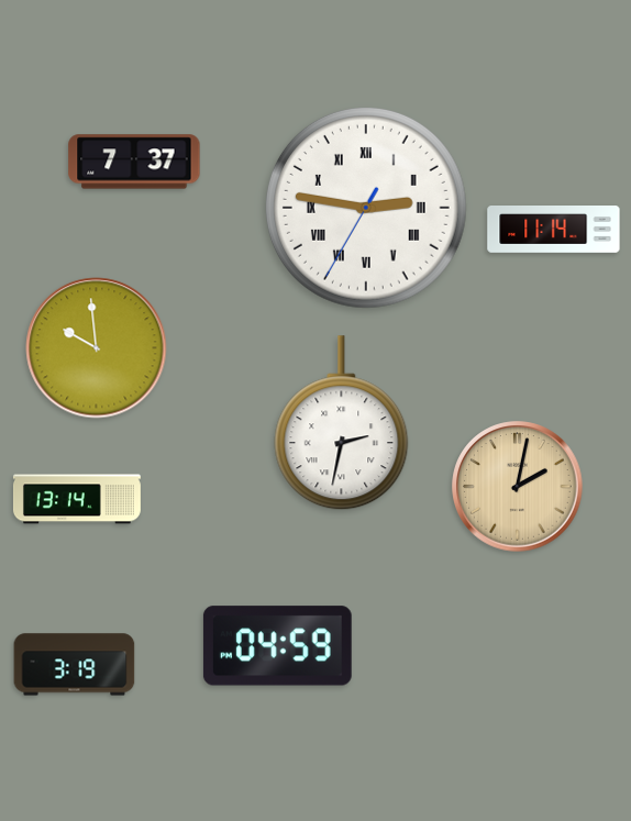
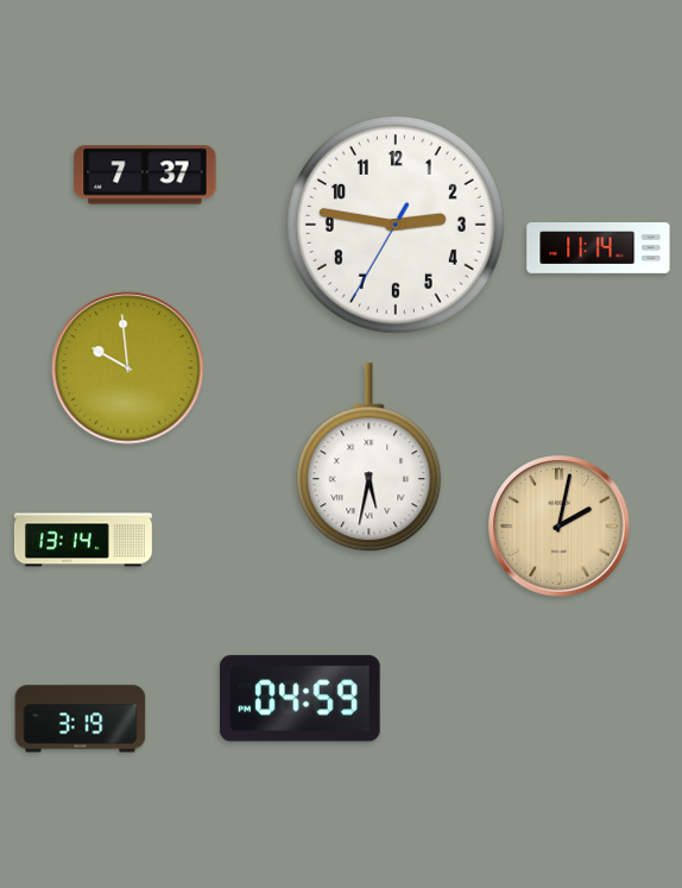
clock at (366, 208) numerals: Roman -> Arabic
clock at (97, 348) position: (97, 348) -> (128, 369)
clock at (342, 423): 2:32 -> 5:32
